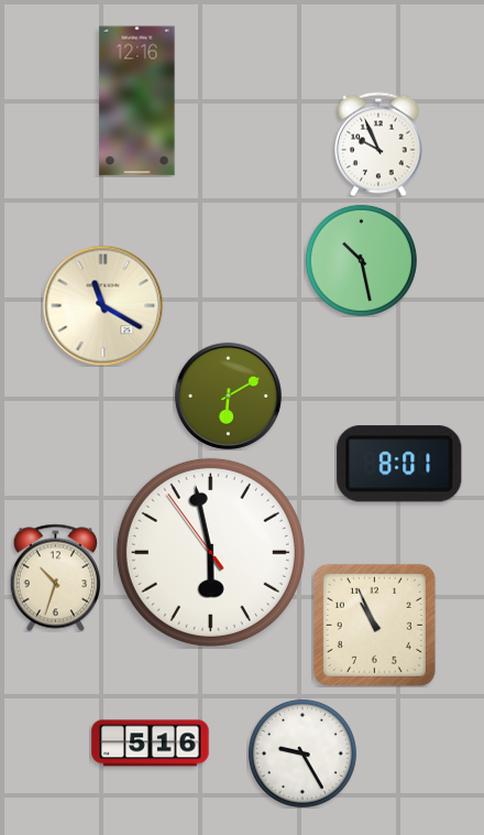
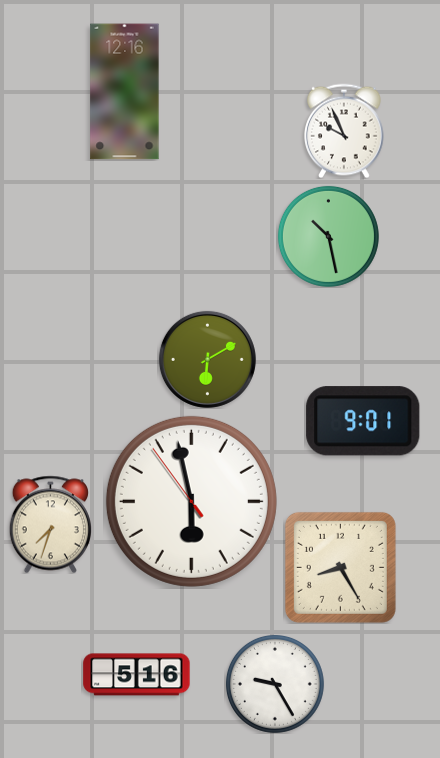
clock at (102, 305): 11:20 -> none
clock at (399, 464): 8:01 -> 9:01
clock at (55, 577): 10:33 -> 7:33
clock at (374, 625): 10:56 -> 8:25
